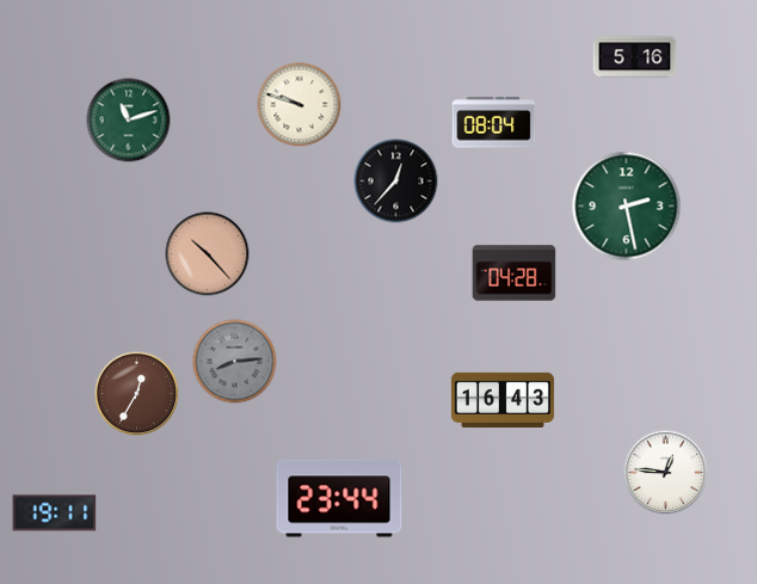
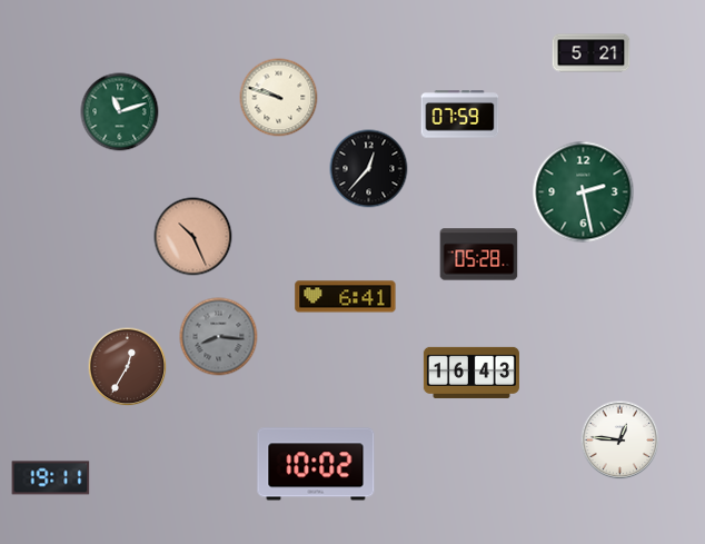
clock at (635, 57): 5:16 -> 5:21
clock at (494, 123): 08:04 -> 07:59
clock at (208, 254): 10:23 -> 10:26
clock at (515, 273): 04:28 -> 05:28
clock at (346, 297): none -> 6:41
clock at (235, 362): 8:14 -> 8:16
clock at (503, 400) position: (503, 400) -> (471, 373)
clock at (339, 498): 23:44 -> 10:02
